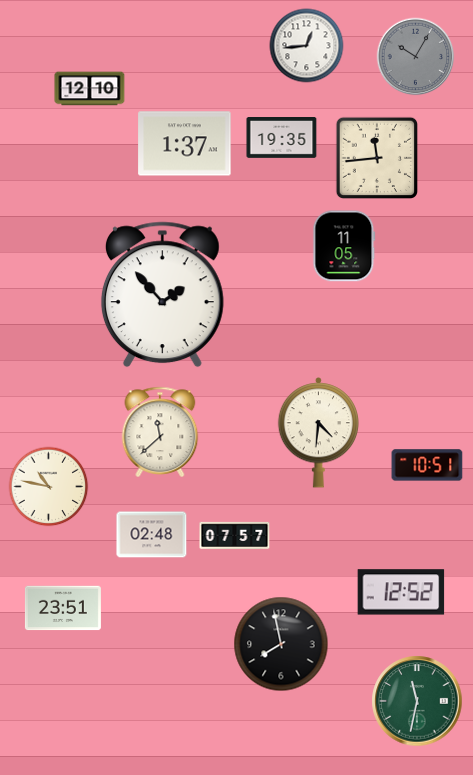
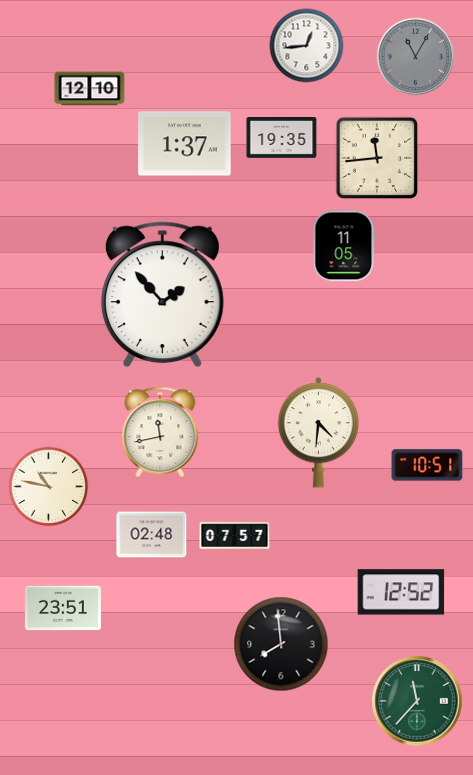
clock at (416, 57): 10:05 -> 11:05
clock at (160, 432): 11:38 -> 11:43
clock at (281, 644): 7:58 -> 7:59
clock at (417, 701): 11:32 -> 11:37
